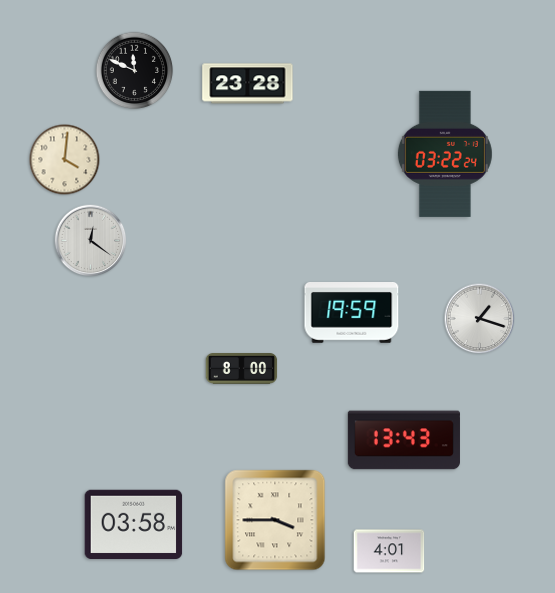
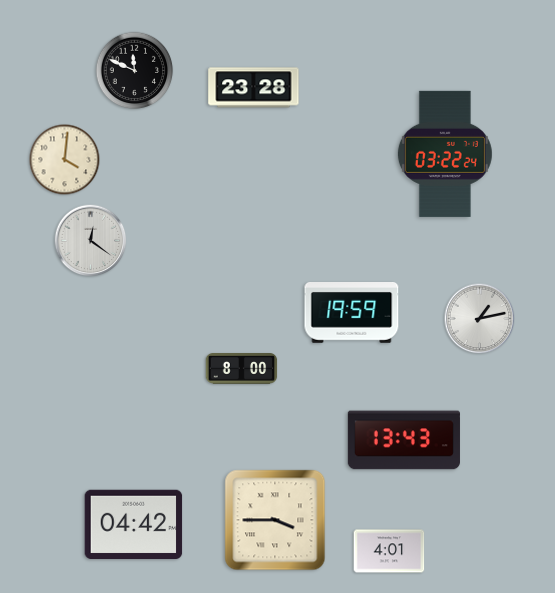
clock at (248, 84) position: (248, 84) -> (254, 88)
clock at (480, 319): 1:18 -> 1:13
clock at (134, 525): 03:58 -> 04:42
